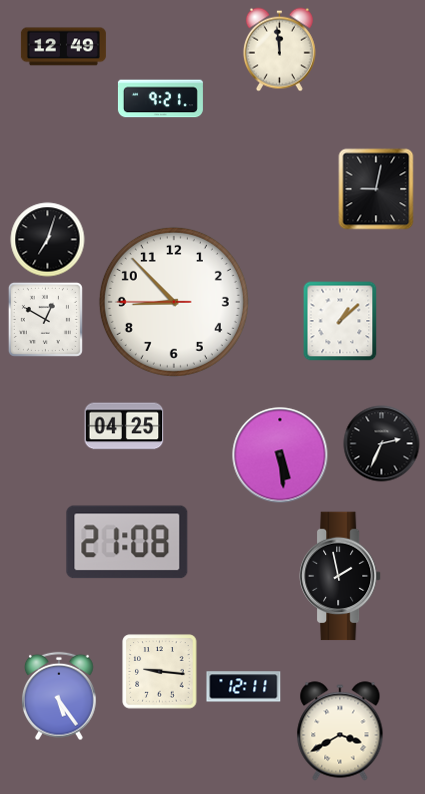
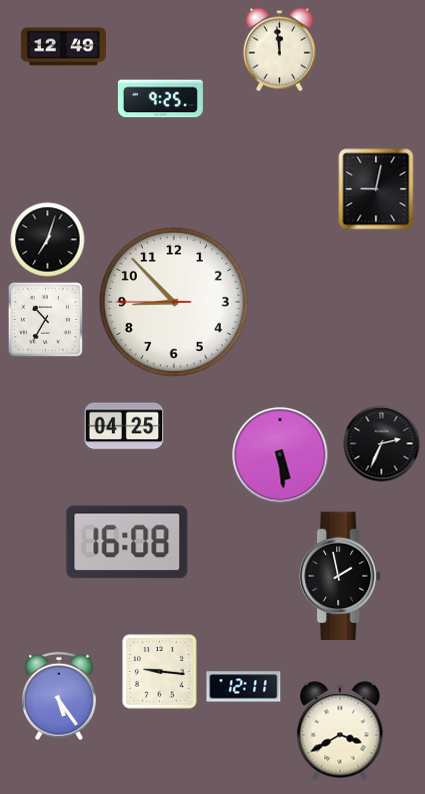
clock at (160, 99): 9:21 -> 9:25
clock at (45, 319): 12:50 -> 10:35
clock at (340, 321): 1:08 -> none
clock at (127, 542): 21:08 -> 16:08
